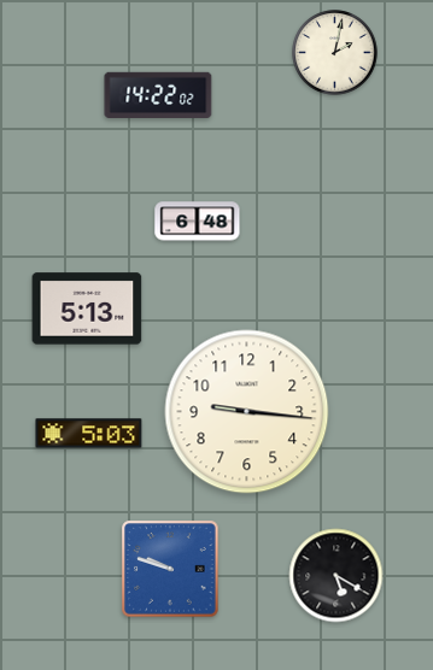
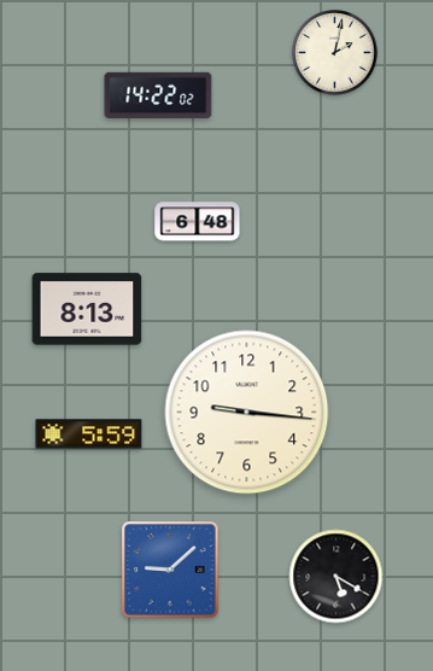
clock at (87, 308): 5:13 -> 8:13
clock at (89, 434): 5:03 -> 5:59
clock at (170, 569): 9:48 -> 9:08
